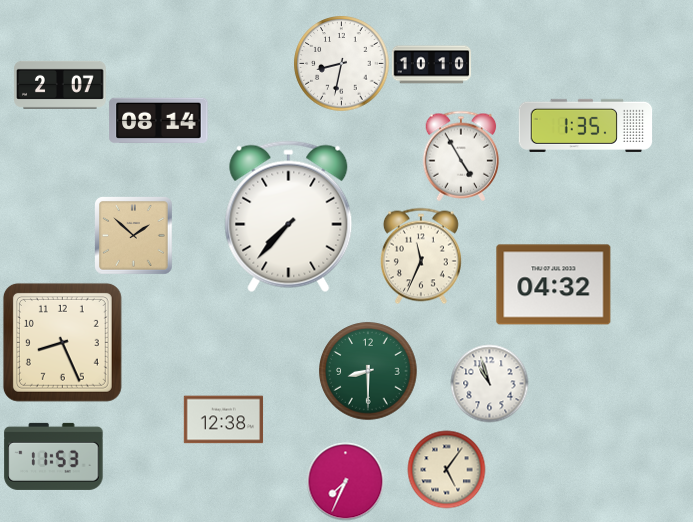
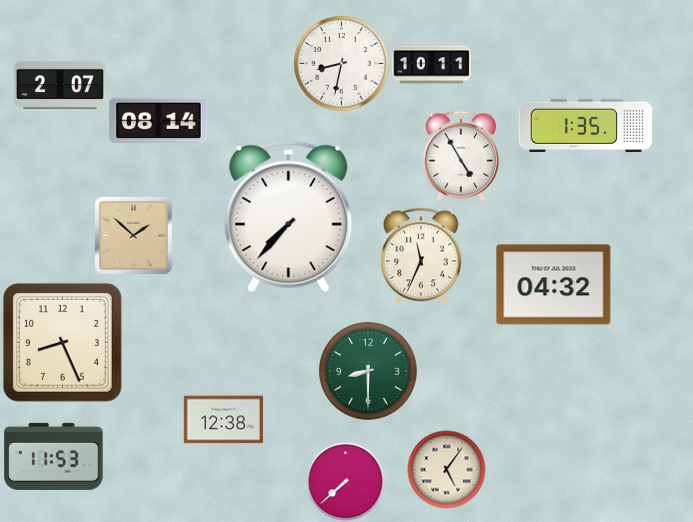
clock at (431, 65): 10:10 -> 10:11
clock at (489, 383): 10:57 -> none
clock at (345, 481): 7:34 -> 7:38
